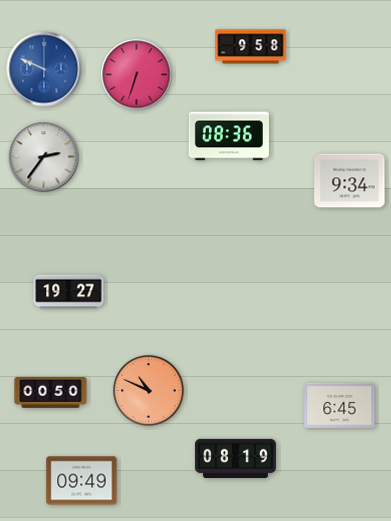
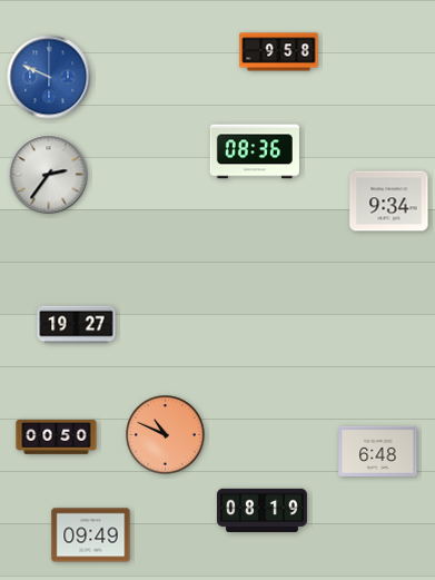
clock at (137, 75): 6:33 -> none
clock at (340, 405): 6:45 -> 6:48
